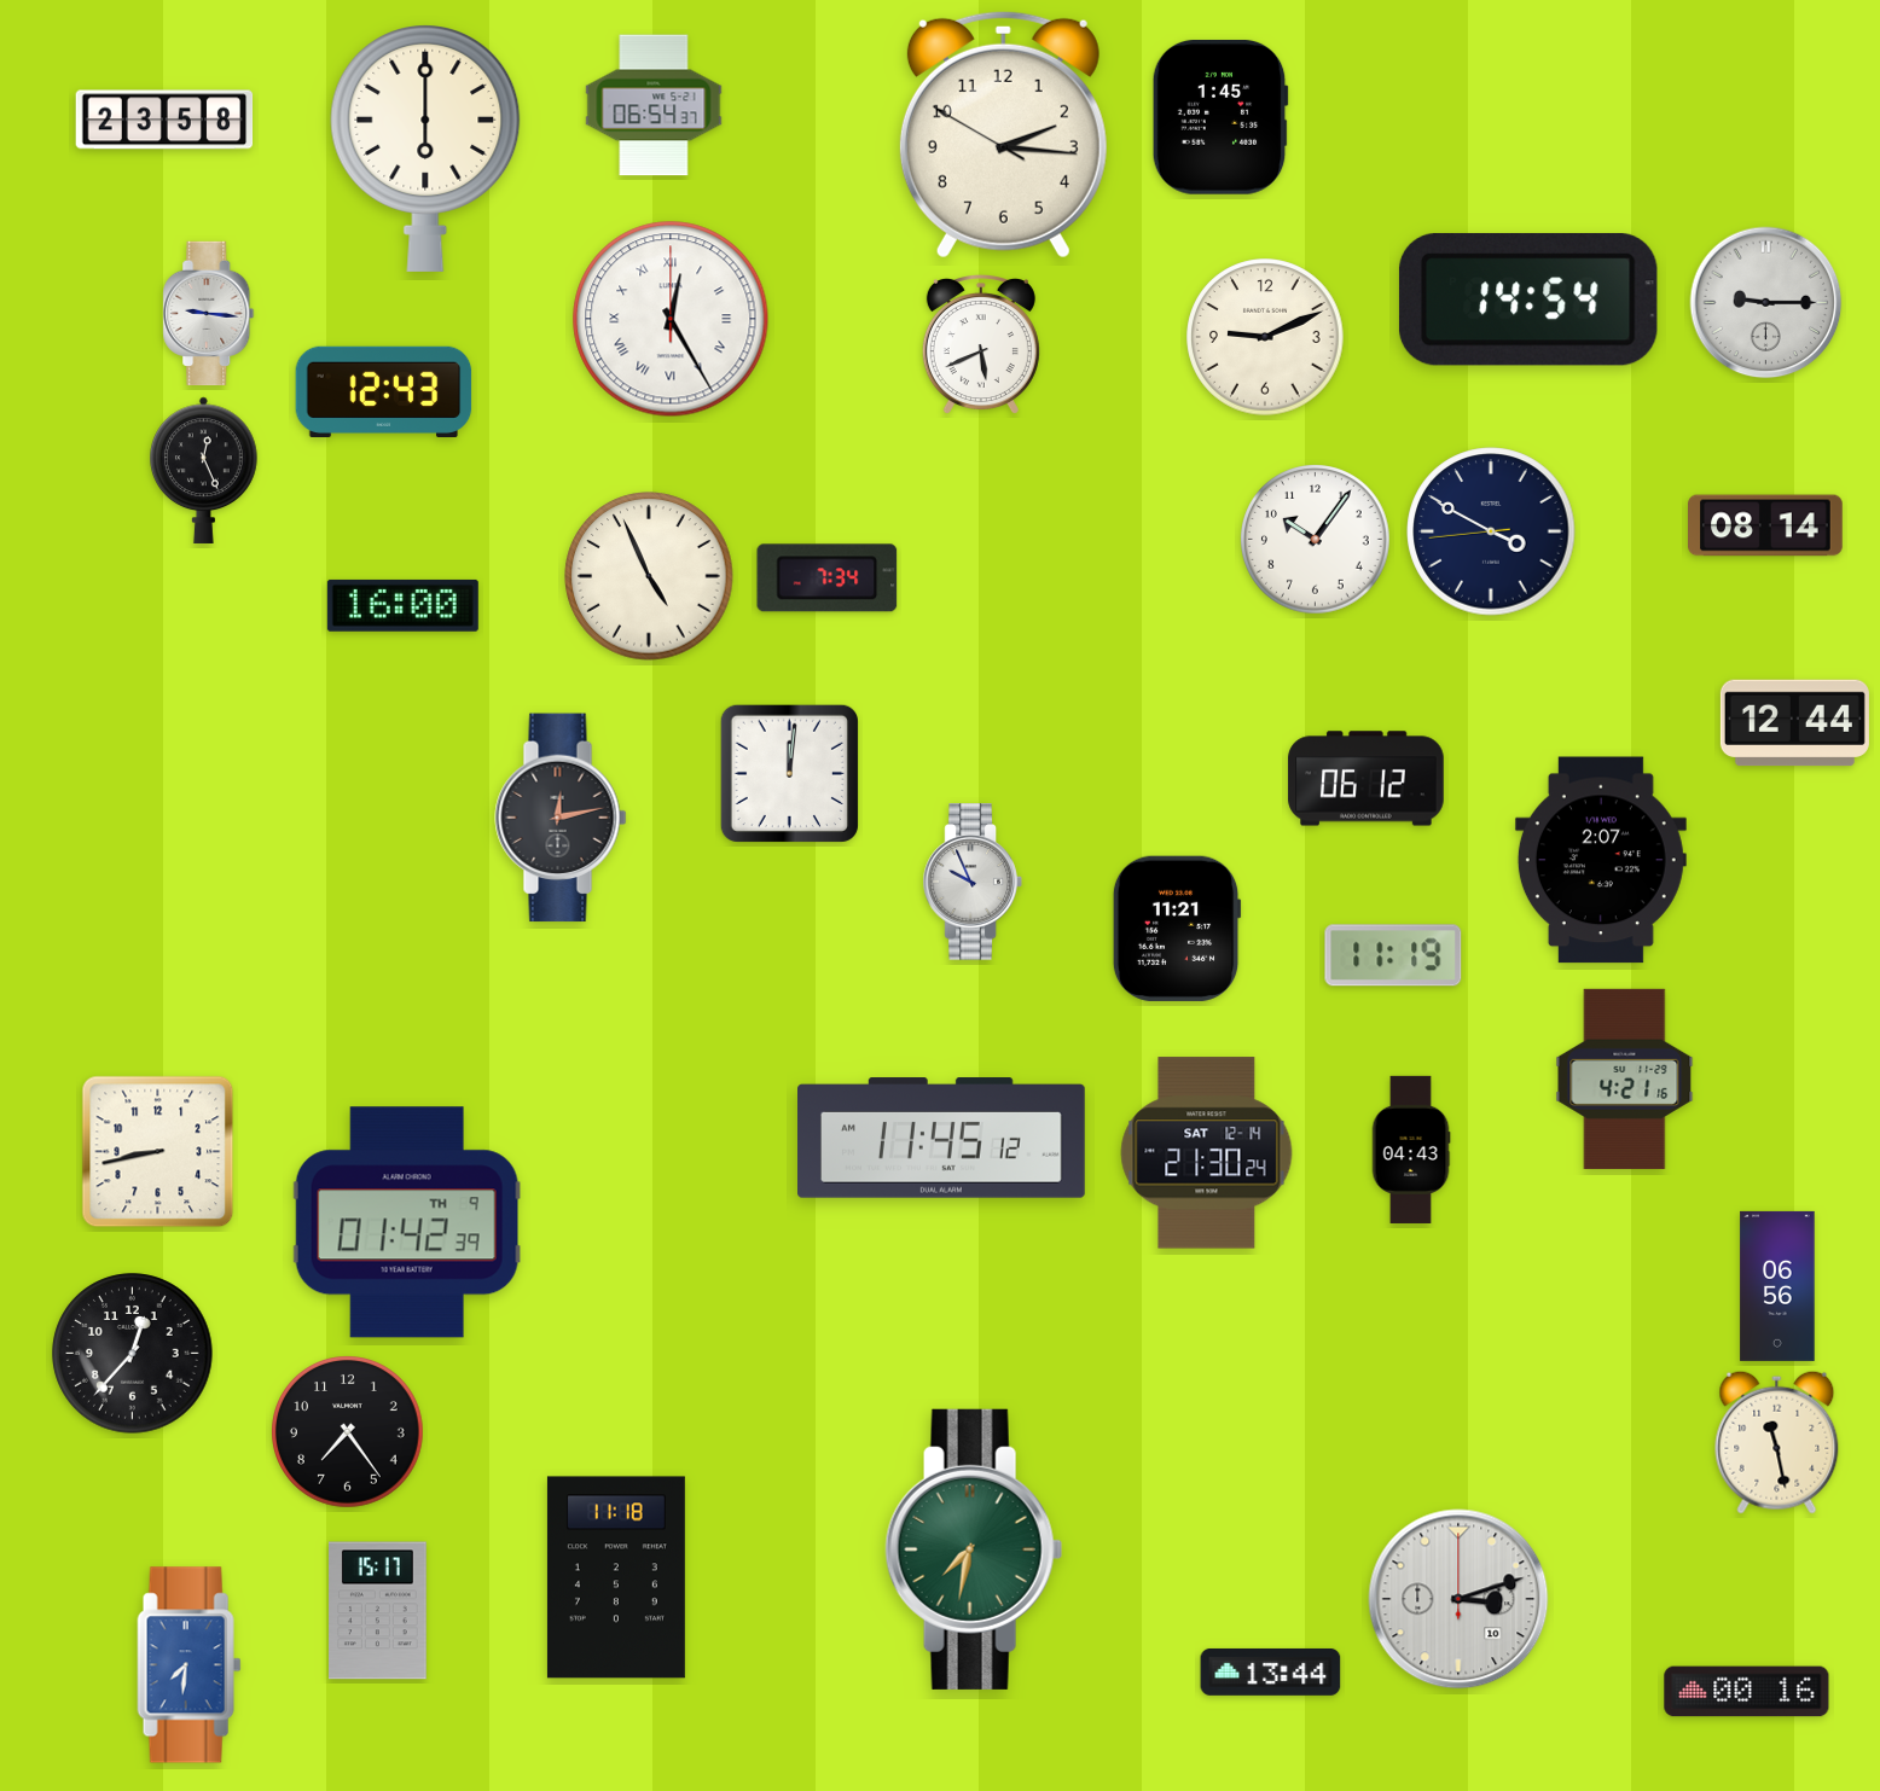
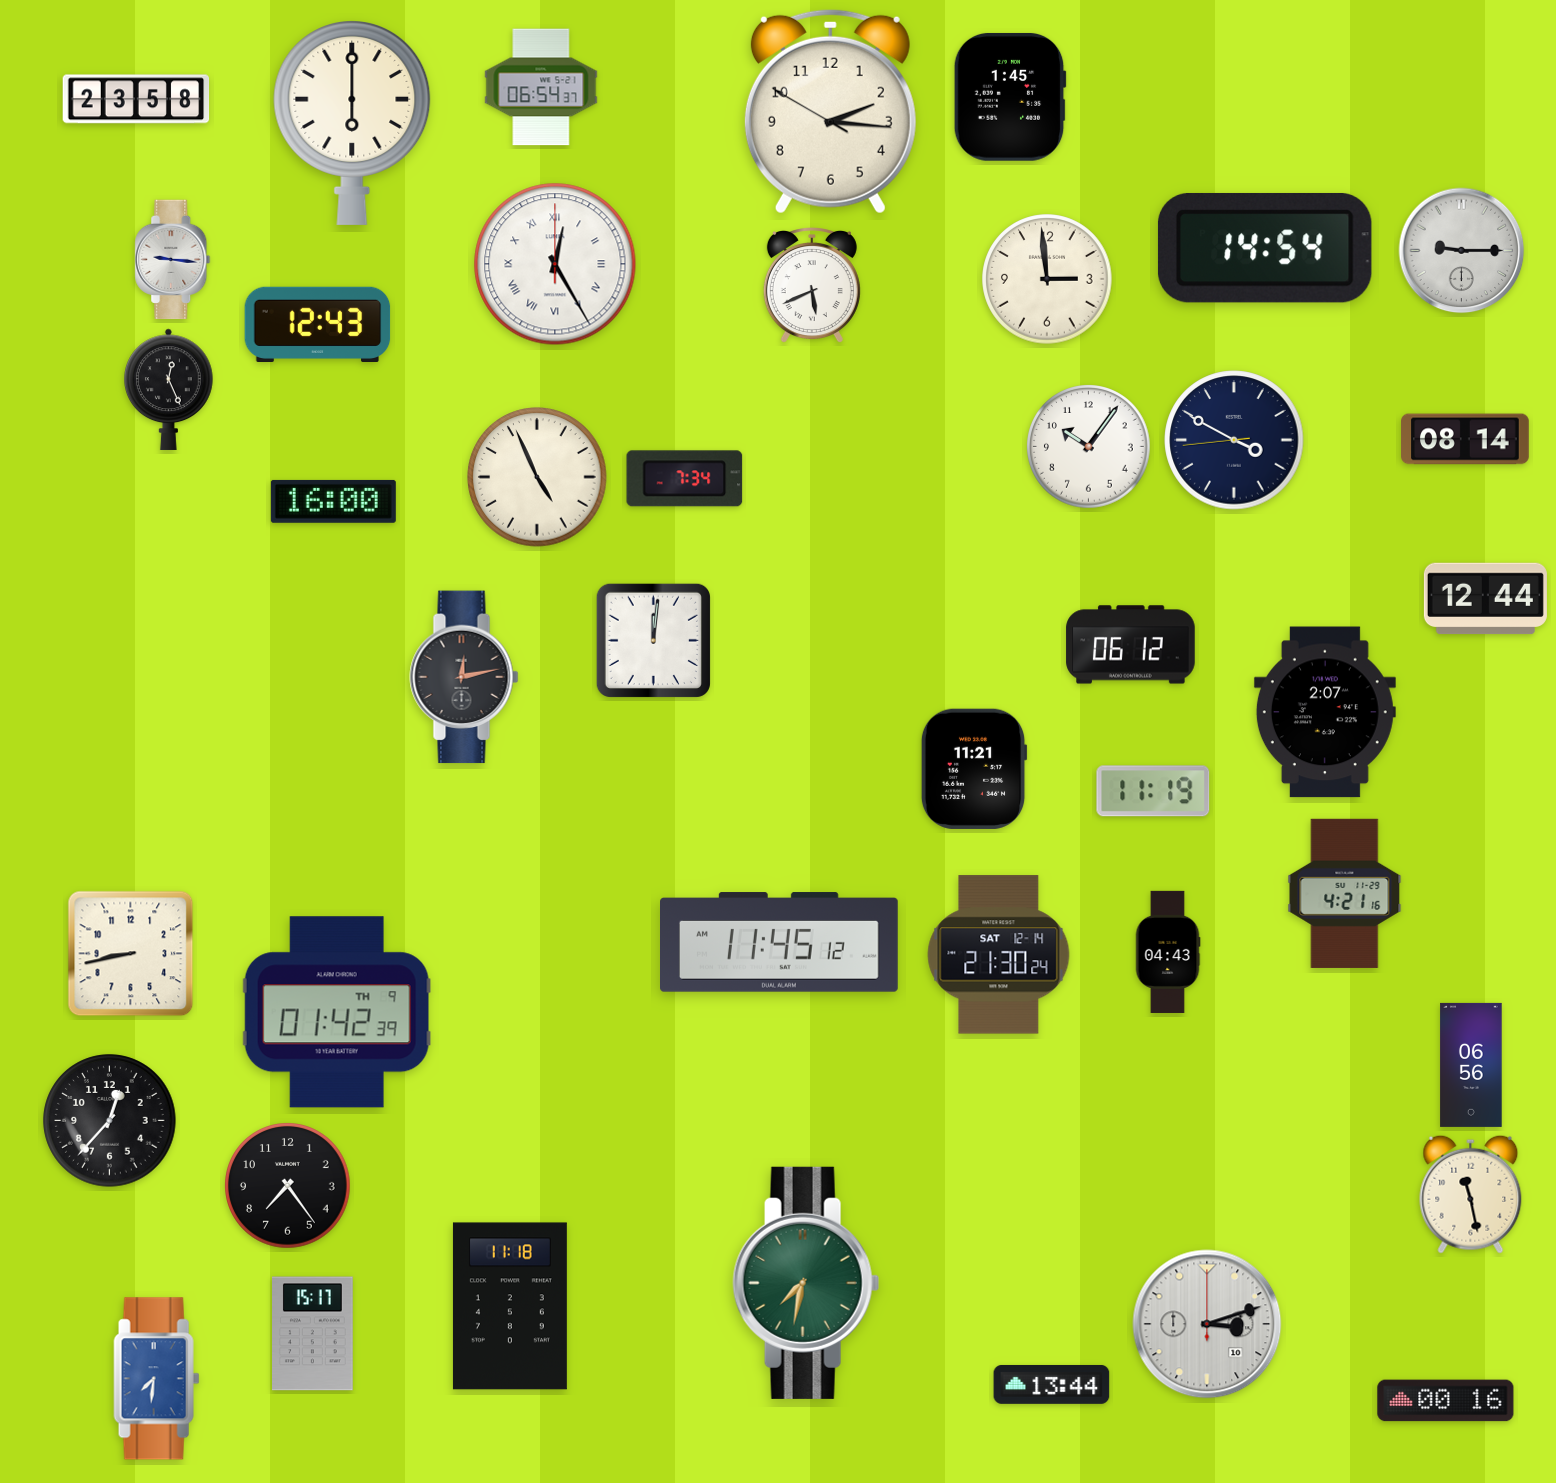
clock at (1265, 337): 9:11 -> 2:59
clock at (1765, 525) position: (1765, 525) -> (1465, 439)
clock at (973, 882): 9:56 -> none
